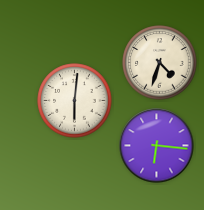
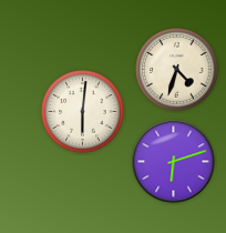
clock at (157, 146): 6:16 -> 6:12
